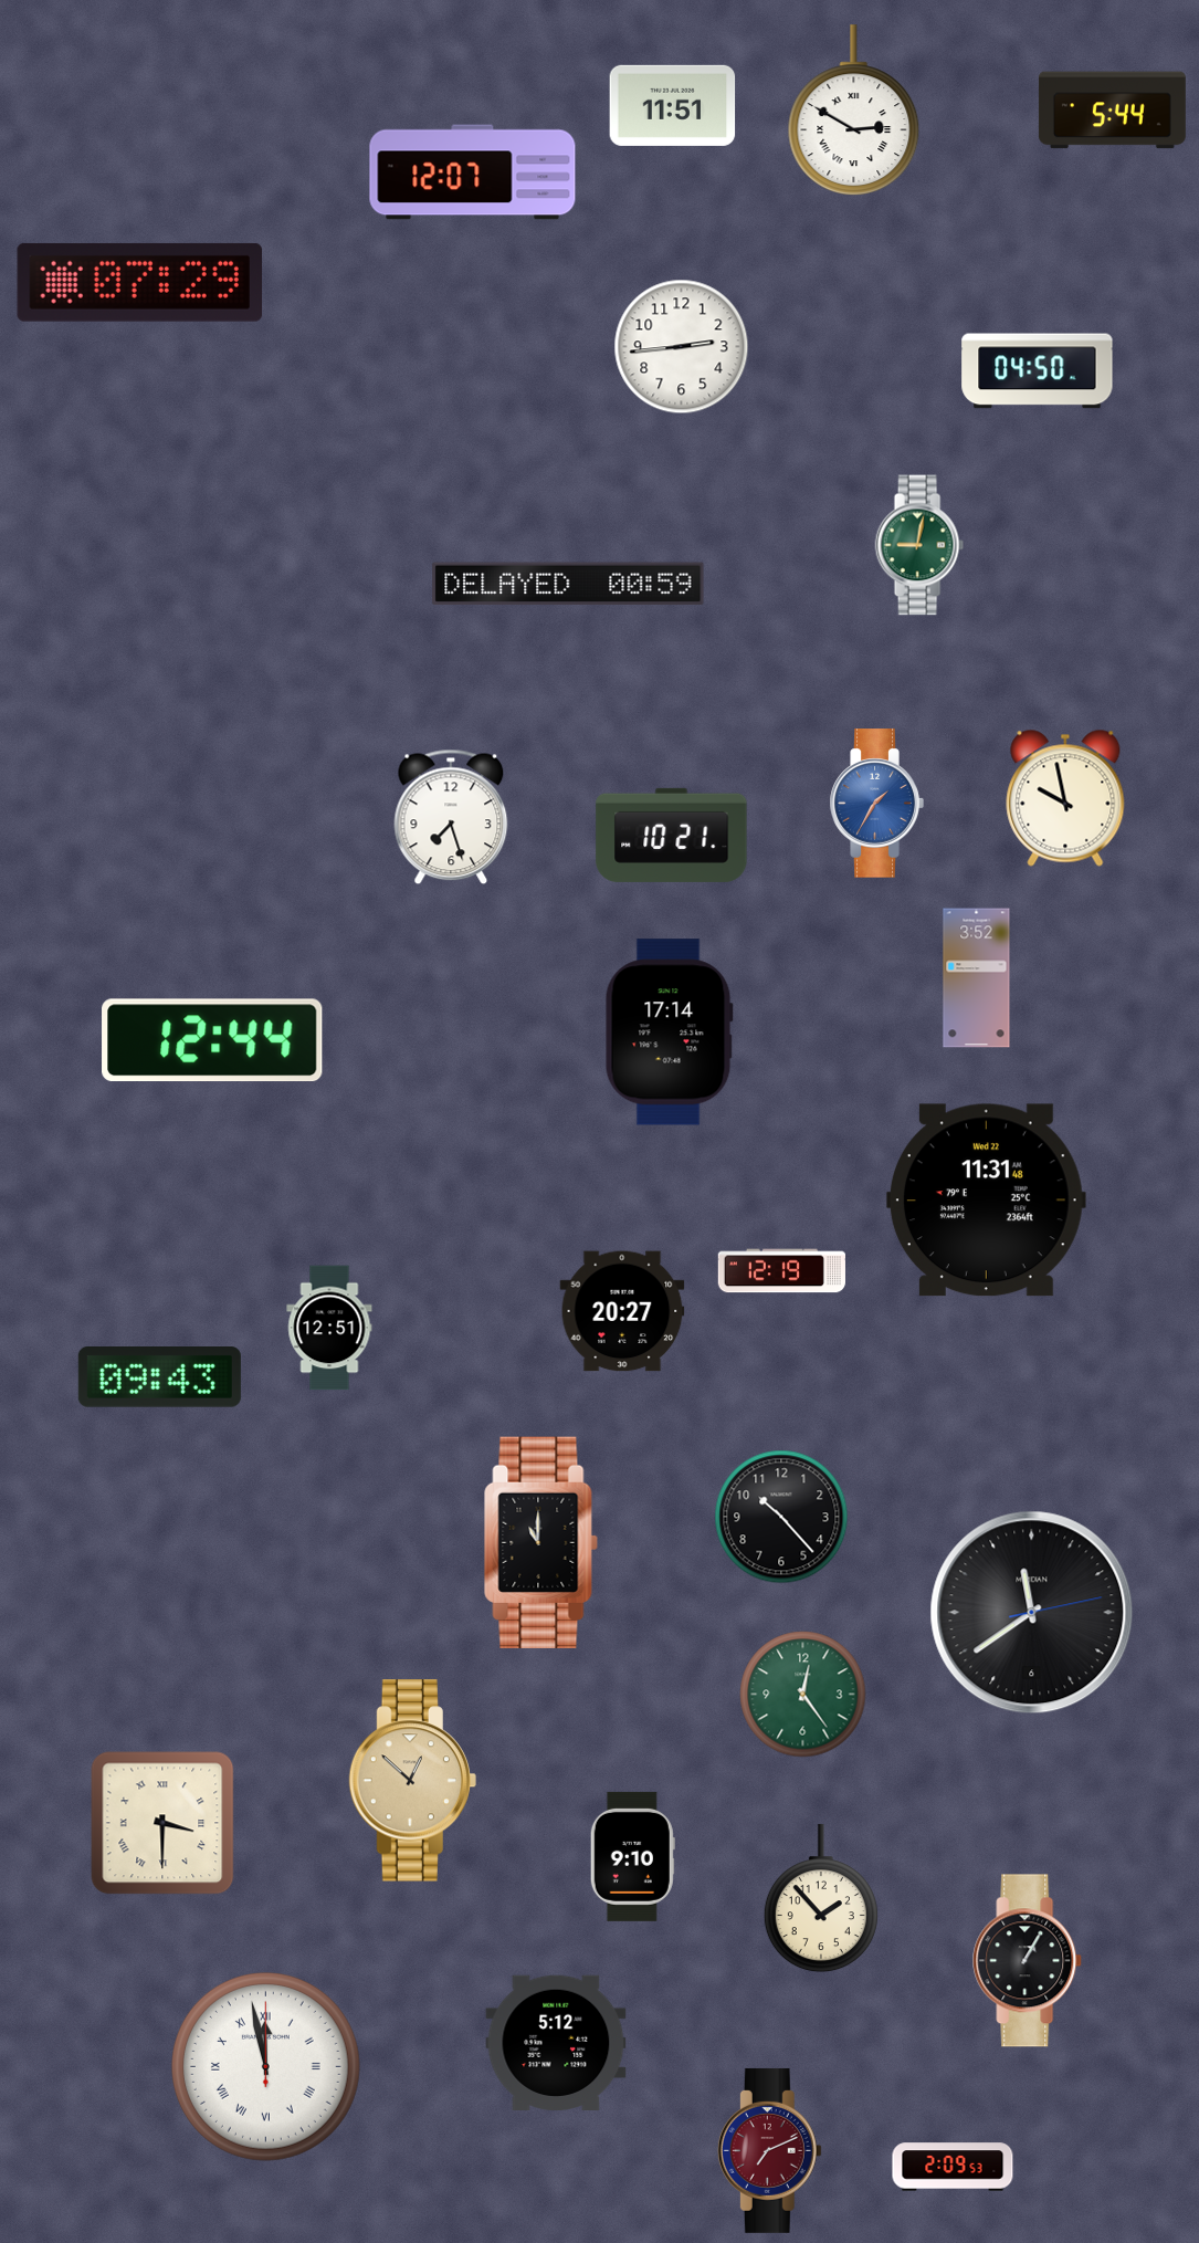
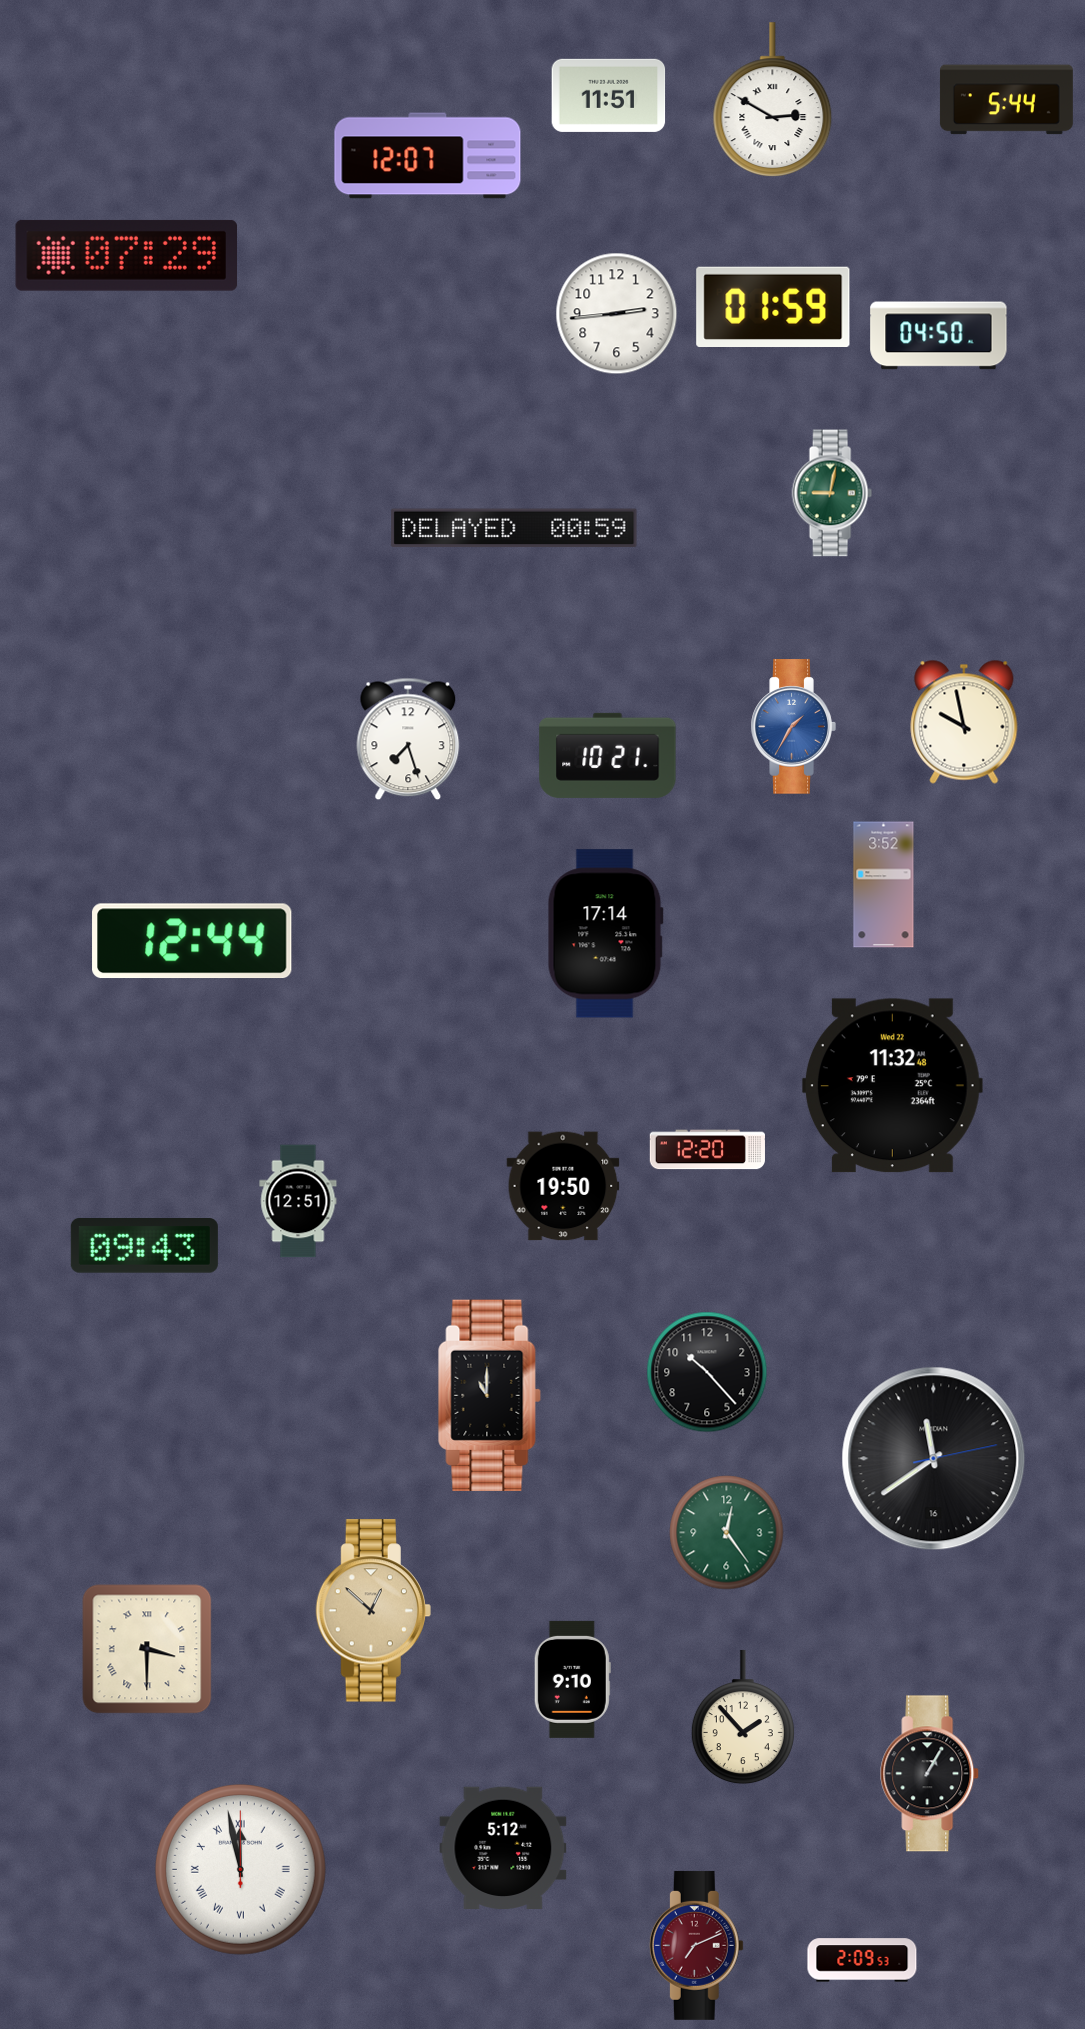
clock at (773, 306): none -> 01:59
clock at (986, 1201): 11:31 -> 11:32
clock at (781, 1271): 12:19 -> 12:20
clock at (622, 1311): 20:27 -> 19:50
clock at (1032, 1613) date: 6 -> 16
